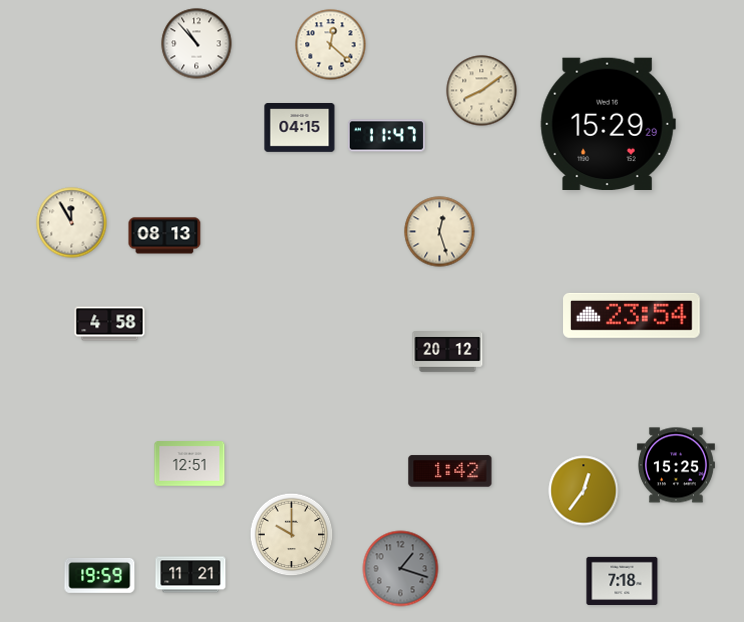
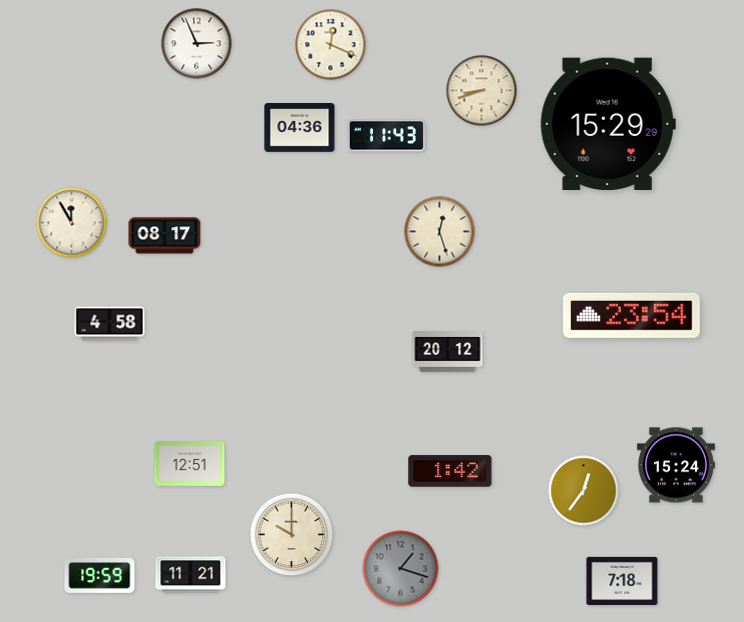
clock at (197, 44): 10:53 -> 2:56
clock at (331, 45): 12:22 -> 12:19
clock at (482, 91): 8:09 -> 8:42
clock at (300, 128): 04:15 -> 04:36
clock at (386, 136): 11:47 -> 11:43
clock at (165, 236): 08:13 -> 08:17
clock at (676, 465): 15:25 -> 15:24
